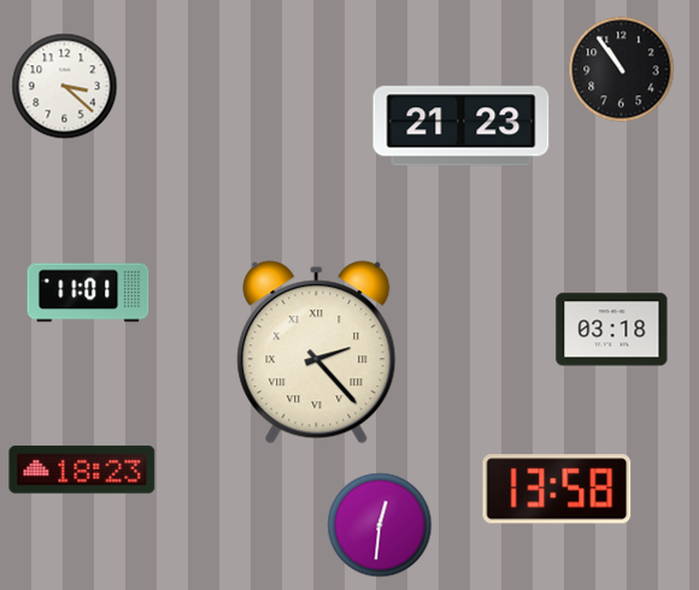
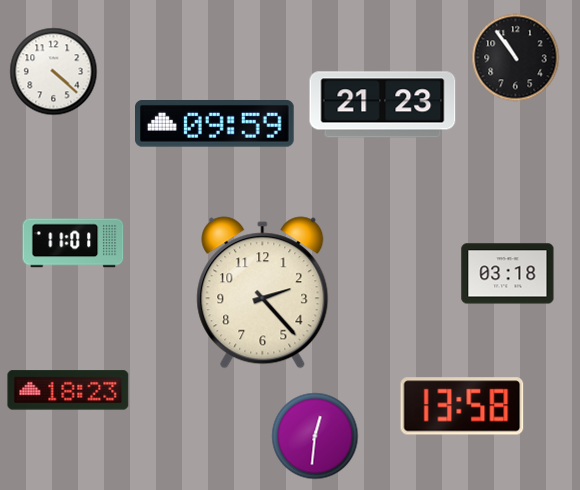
clock at (65, 87): 3:22 -> 4:22
clock at (215, 124): none -> 09:59
clock at (317, 353) numerals: Roman -> Arabic
